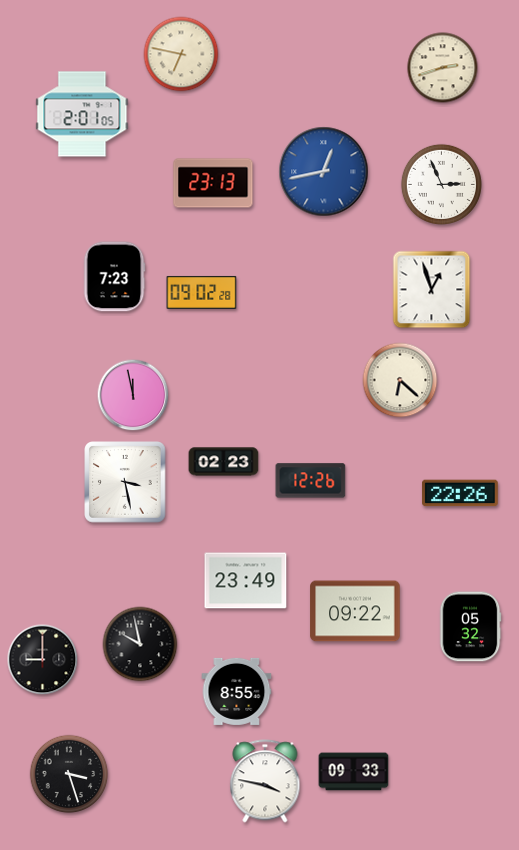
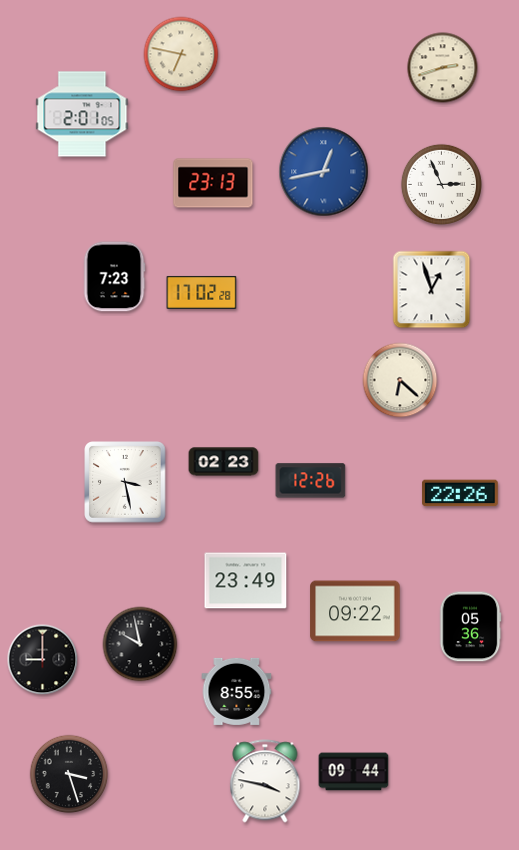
clock at (202, 292): 09:02 -> 17:02
clock at (133, 395): 11:58 -> none
clock at (470, 627): 05:32 -> 05:36
clock at (354, 772): 09:33 -> 09:44
